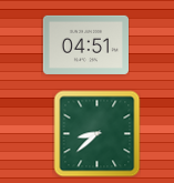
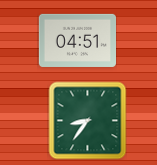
clock at (96, 133): 8:38 -> 8:36
